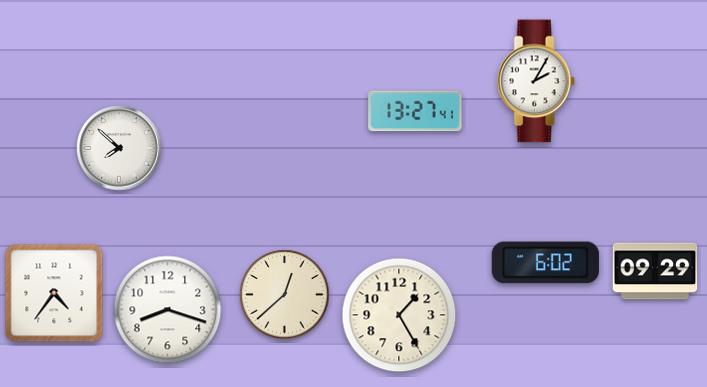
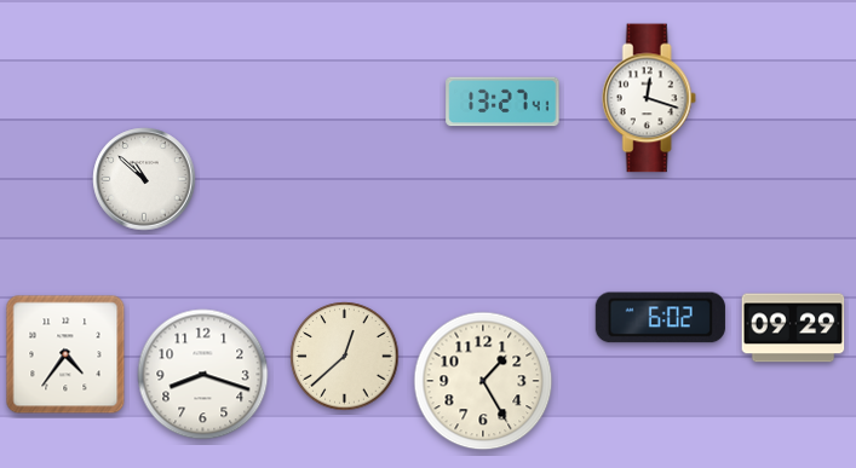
clock at (536, 81): 2:05 -> 12:18
clock at (415, 111) position: (415, 111) -> (502, 102)
clock at (119, 148): 7:52 -> 10:52
